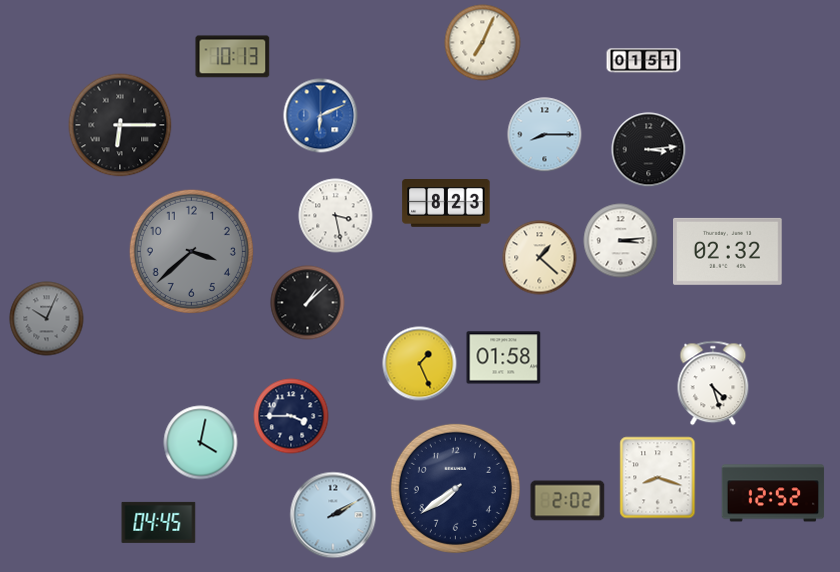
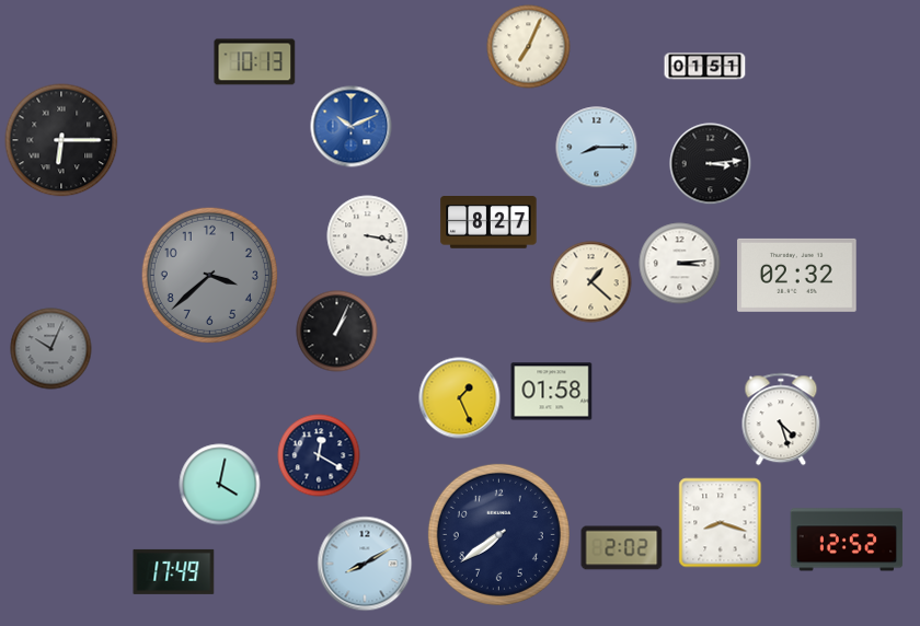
clock at (321, 116): 6:11 -> 10:11
clock at (120, 125) position: (120, 125) -> (61, 140)
clock at (446, 204): 8:23 -> 8:27
clock at (336, 216): 3:28 -> 3:17
clock at (308, 303): 1:08 -> 1:04
clock at (291, 416): 3:45 -> 12:20
clock at (333, 515): 2:10 -> 8:10
clock at (159, 522): 04:45 -> 17:49
